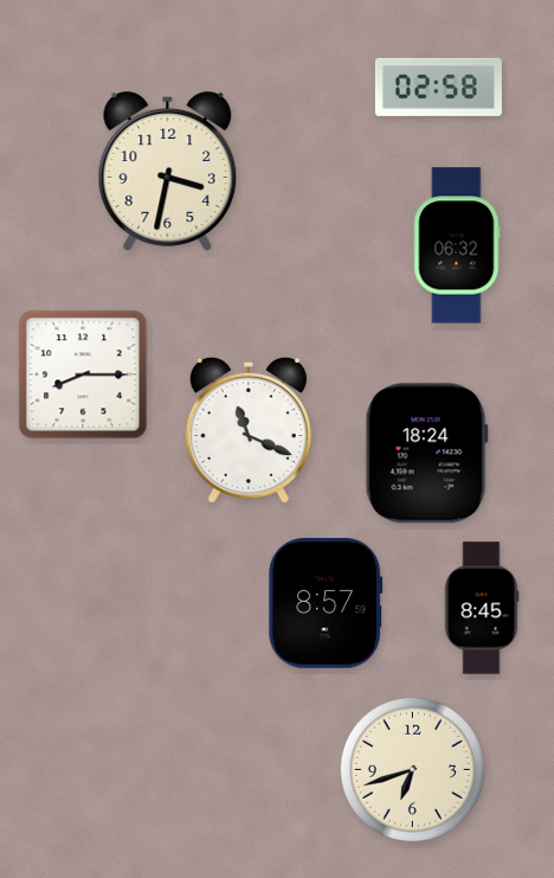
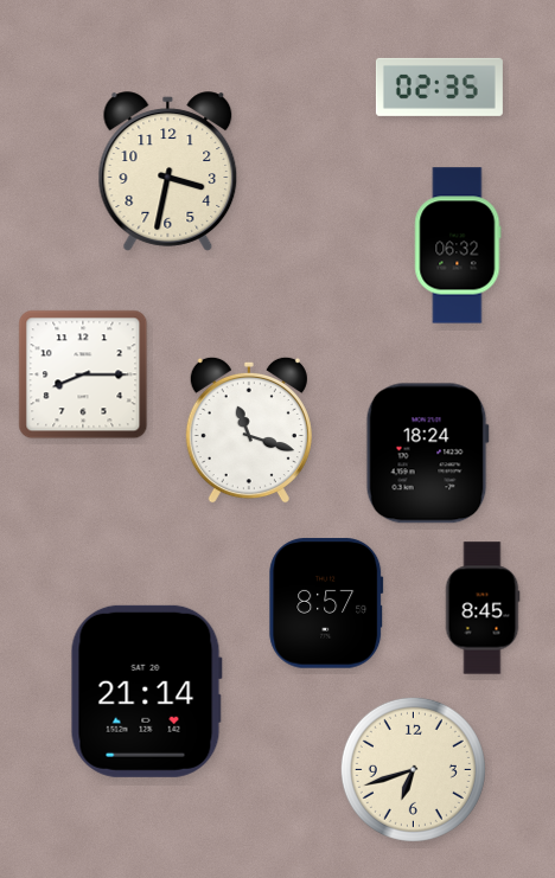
clock at (438, 86): 02:58 -> 02:35
clock at (249, 430): 11:19 -> 11:18
clock at (146, 691): none -> 21:14
